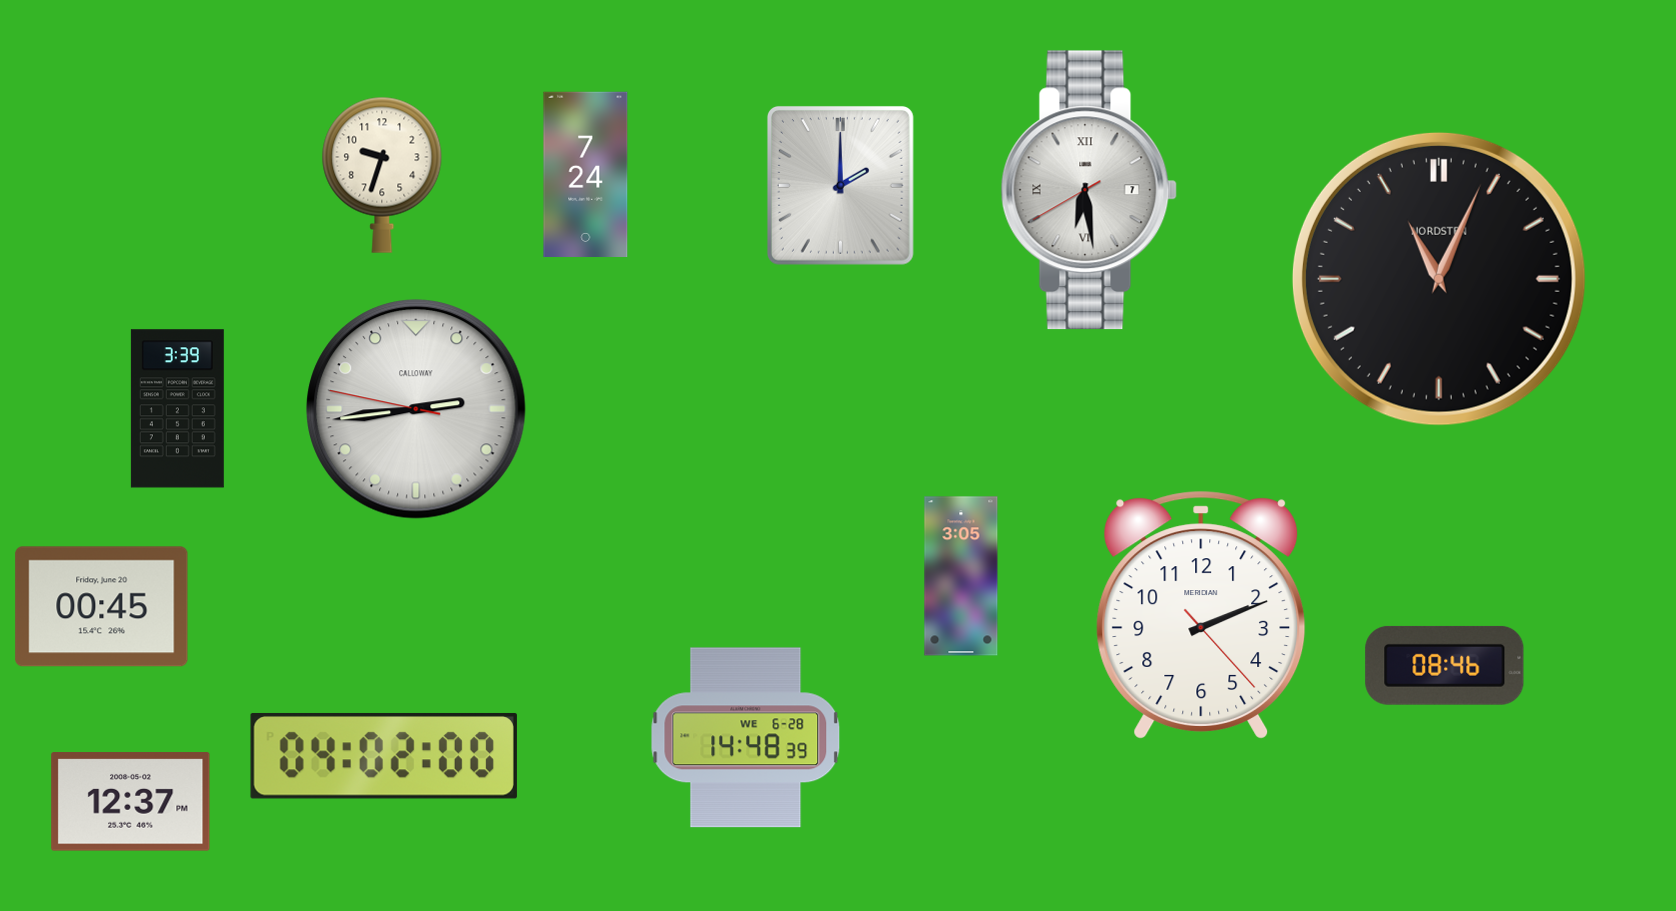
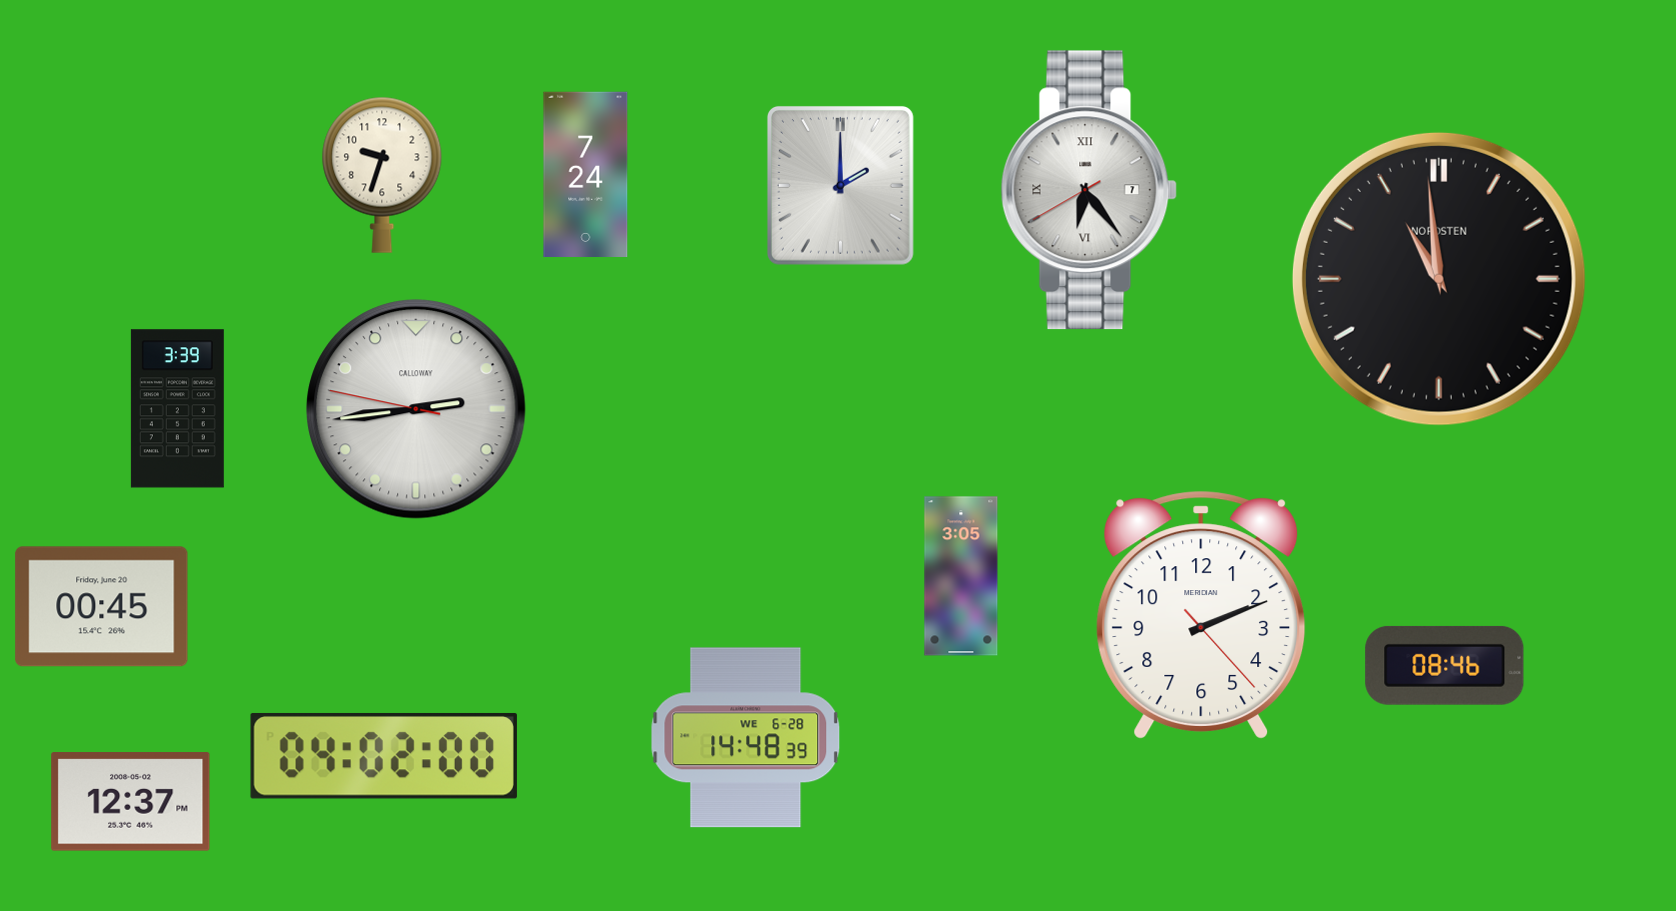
clock at (1089, 190): 6:28 -> 6:23
clock at (1439, 279): 11:04 -> 10:59
